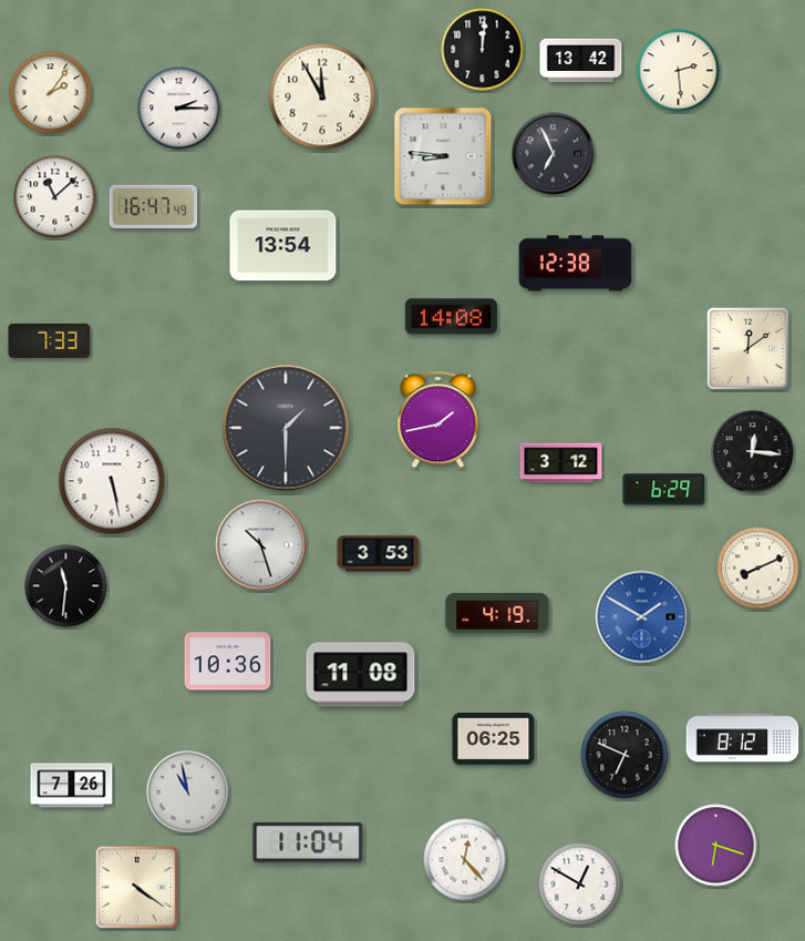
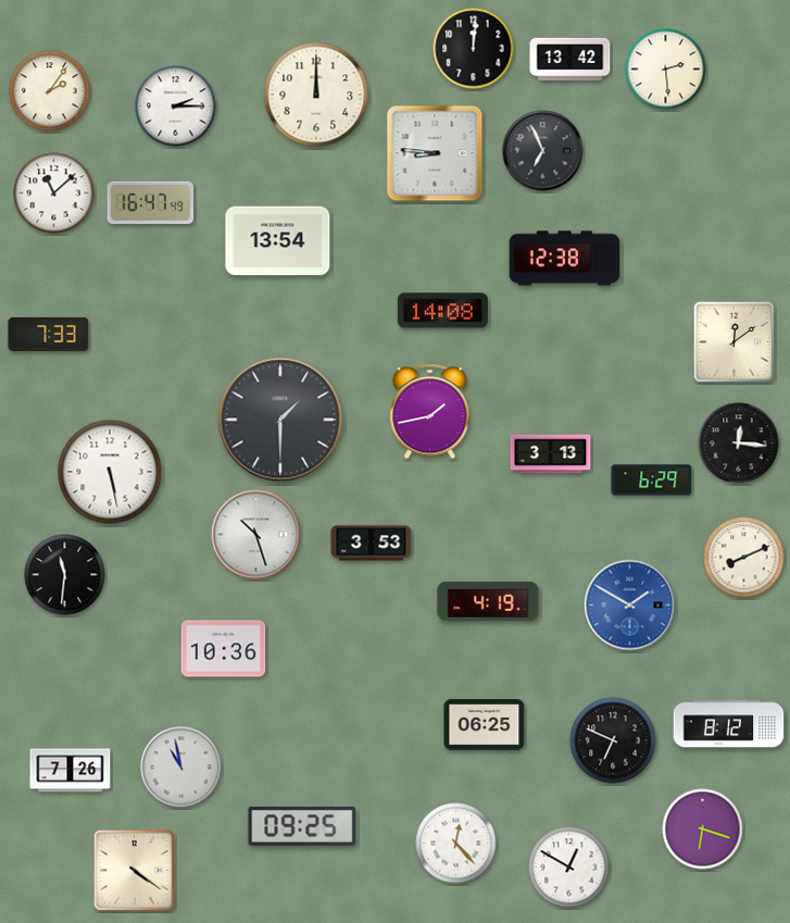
clock at (322, 96): 11:55 -> 12:00
clock at (561, 463): 3:12 -> 3:13
clock at (361, 675): 11:08 -> none
clock at (188, 792) position: (188, 792) -> (181, 768)
clock at (308, 842): 11:04 -> 09:25
